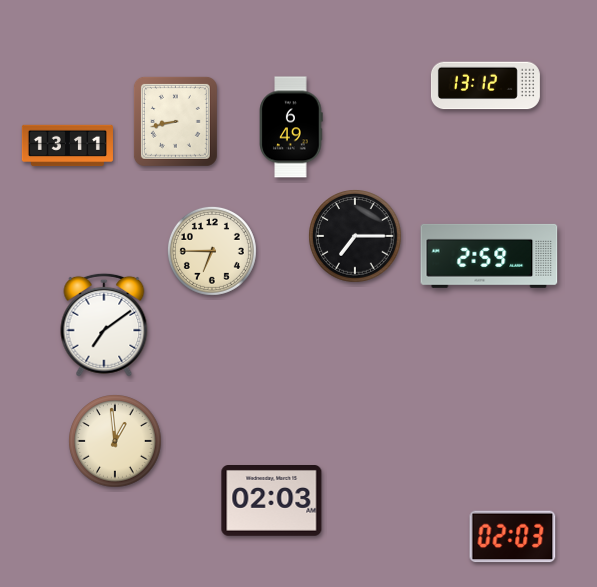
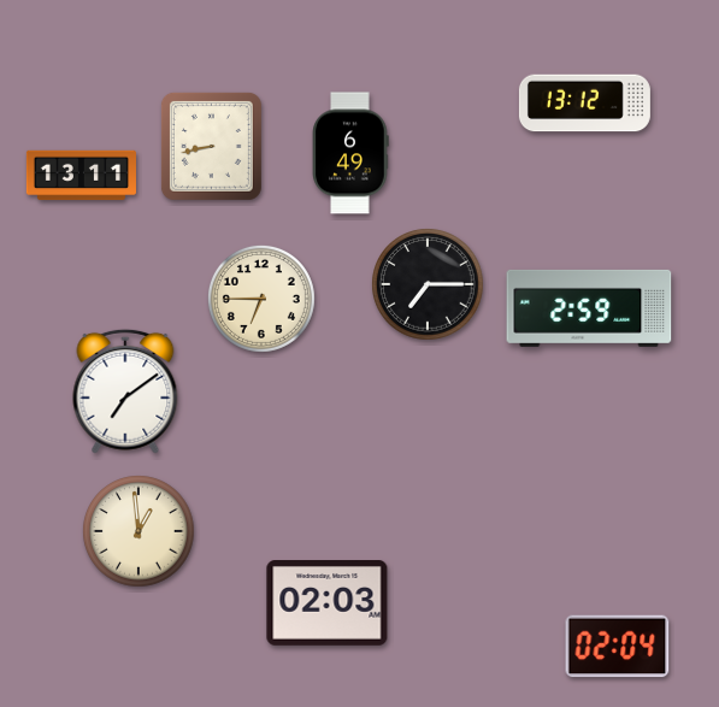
clock at (212, 251) position: (212, 251) -> (261, 299)
clock at (513, 537): 02:03 -> 02:04
